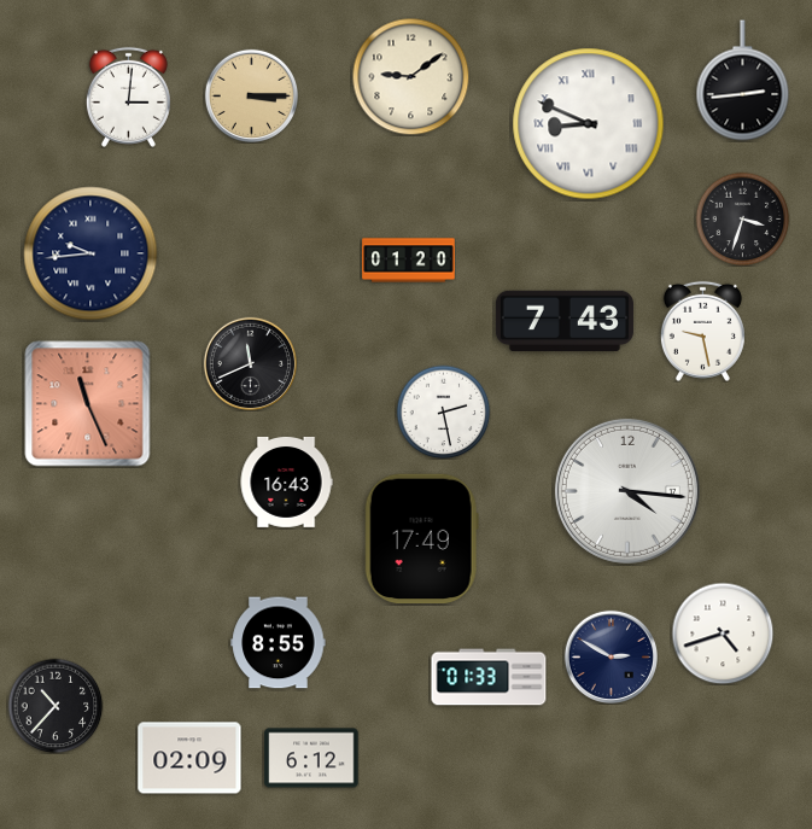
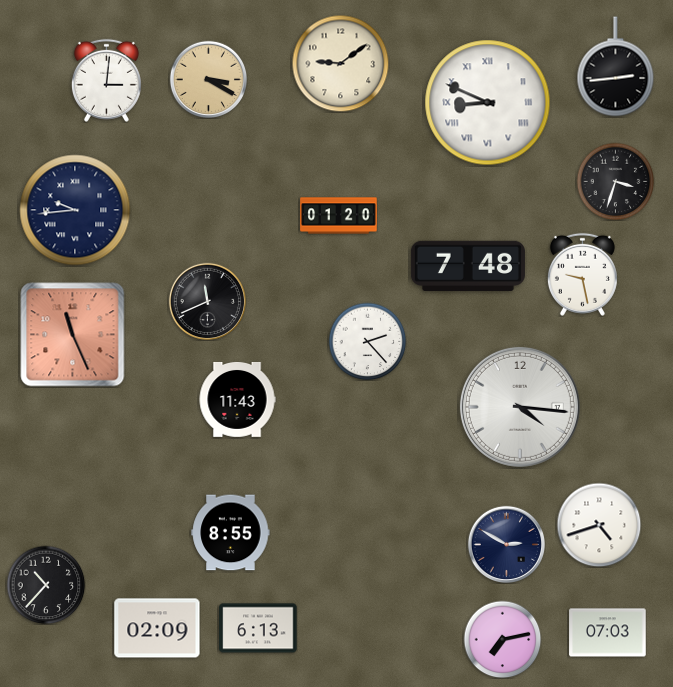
clock at (251, 95): 3:15 -> 3:20
clock at (565, 321): 7:43 -> 7:48
clock at (443, 411): 2:28 -> 2:23
clock at (286, 483): 16:43 -> 11:43
clock at (421, 539): 17:49 -> none
clock at (489, 677): 01:33 -> none
clock at (311, 758): 6:12 -> 6:13
clock at (608, 633): none -> 07:03
clock at (502, 639): none -> 7:13
